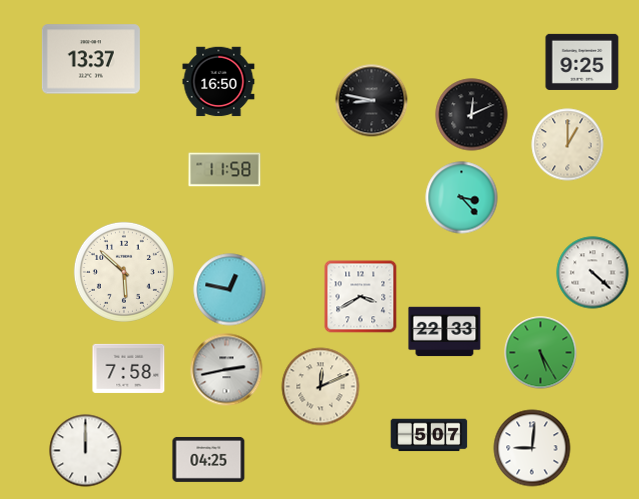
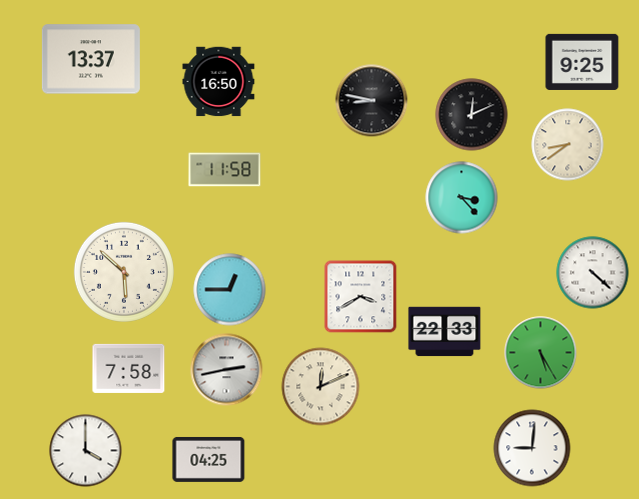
clock at (568, 145): 1:00 -> 8:39
clock at (230, 290): 12:47 -> 12:45
clock at (429, 435): 5:07 -> none
clock at (86, 451): 12:00 -> 4:00
